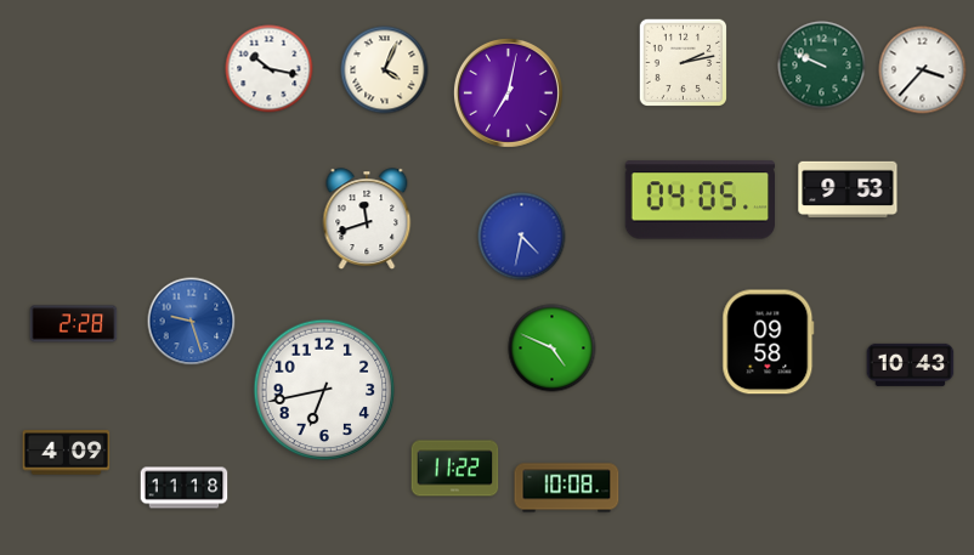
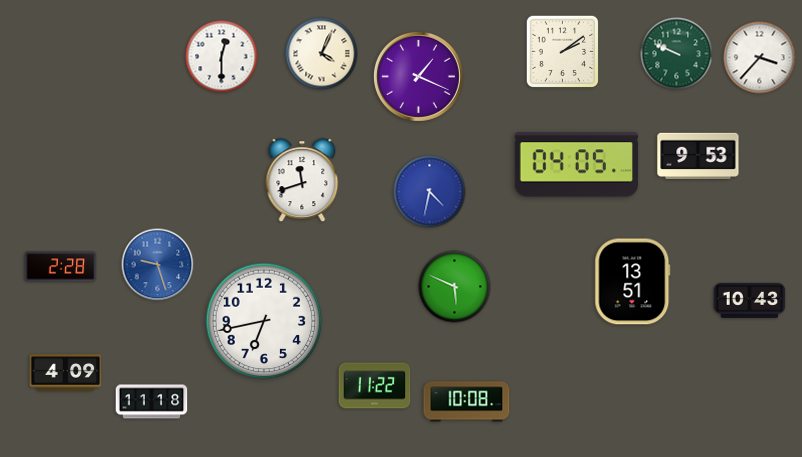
clock at (684, 63): 2:13 -> 2:09
clock at (270, 69): 10:17 -> 12:30
clock at (385, 70) position: (385, 70) -> (322, 54)
clock at (508, 92): 7:02 -> 1:19
clock at (522, 237) position: (522, 237) -> (430, 192)
clock at (769, 342): 09:58 -> 13:51
clock at (553, 349): 4:49 -> 5:49
clock at (324, 390) position: (324, 390) -> (264, 321)
clock at (67, 453) position: (67, 453) -> (66, 373)
